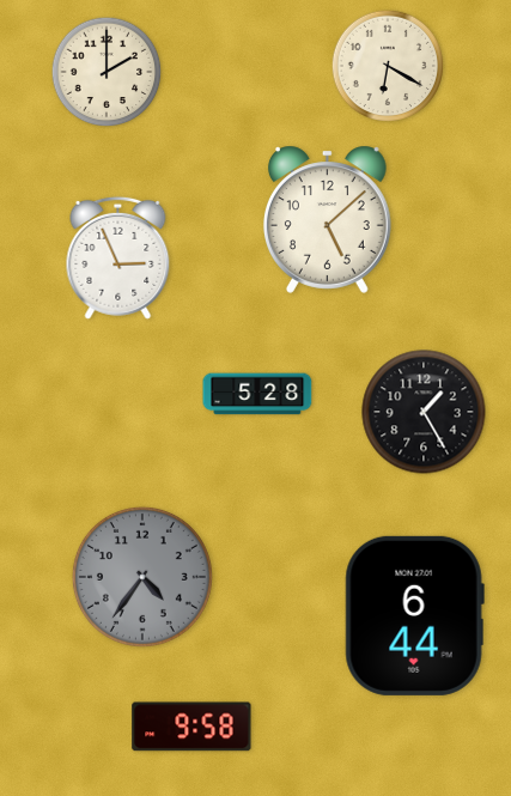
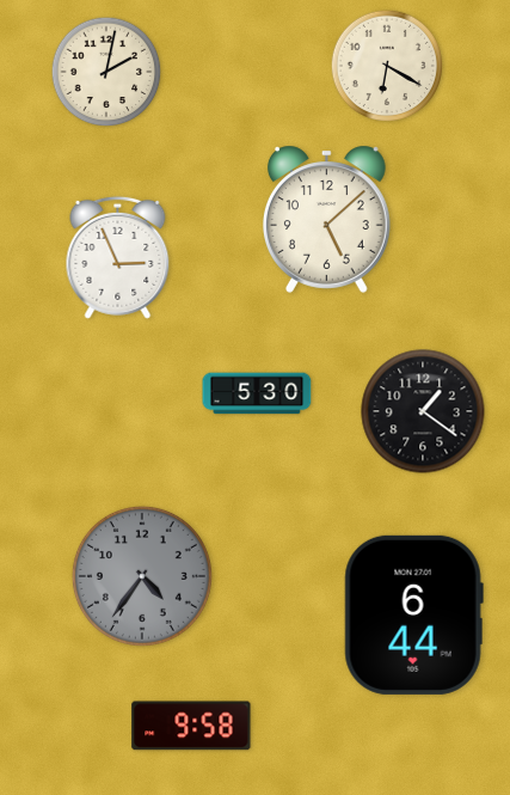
clock at (107, 72): 2:00 -> 2:02
clock at (257, 394): 5:28 -> 5:30
clock at (424, 412): 1:25 -> 1:21
